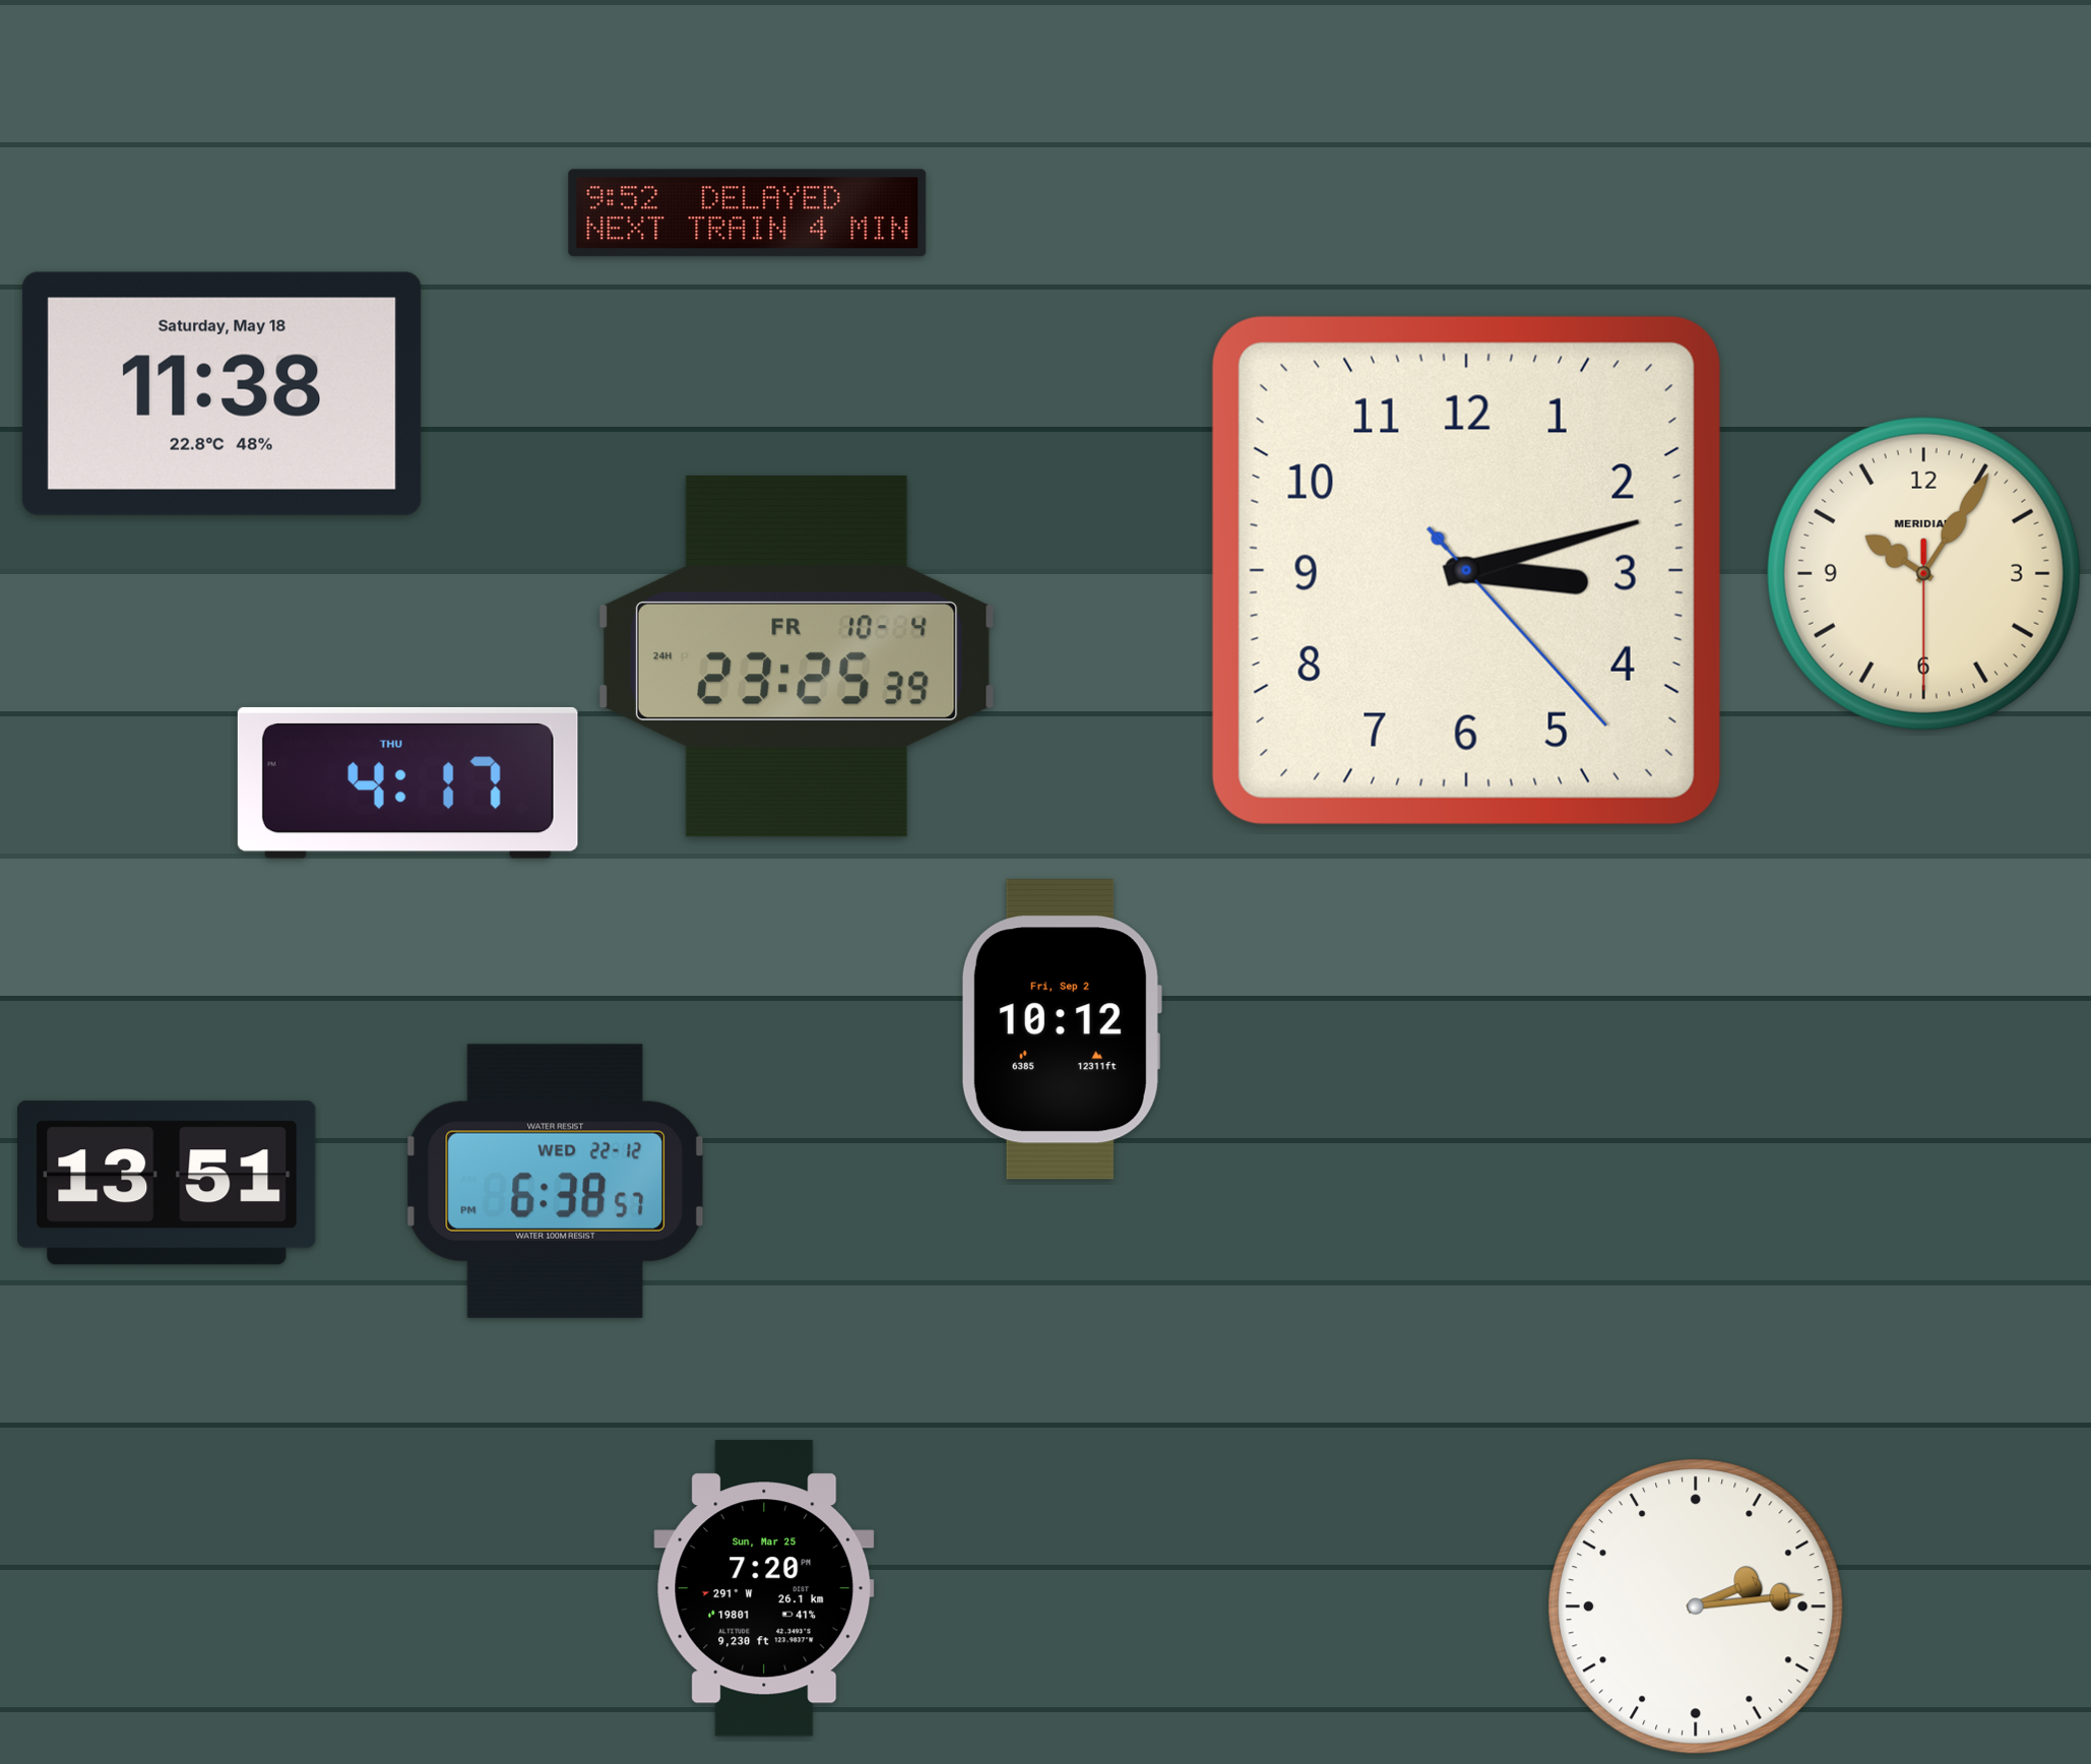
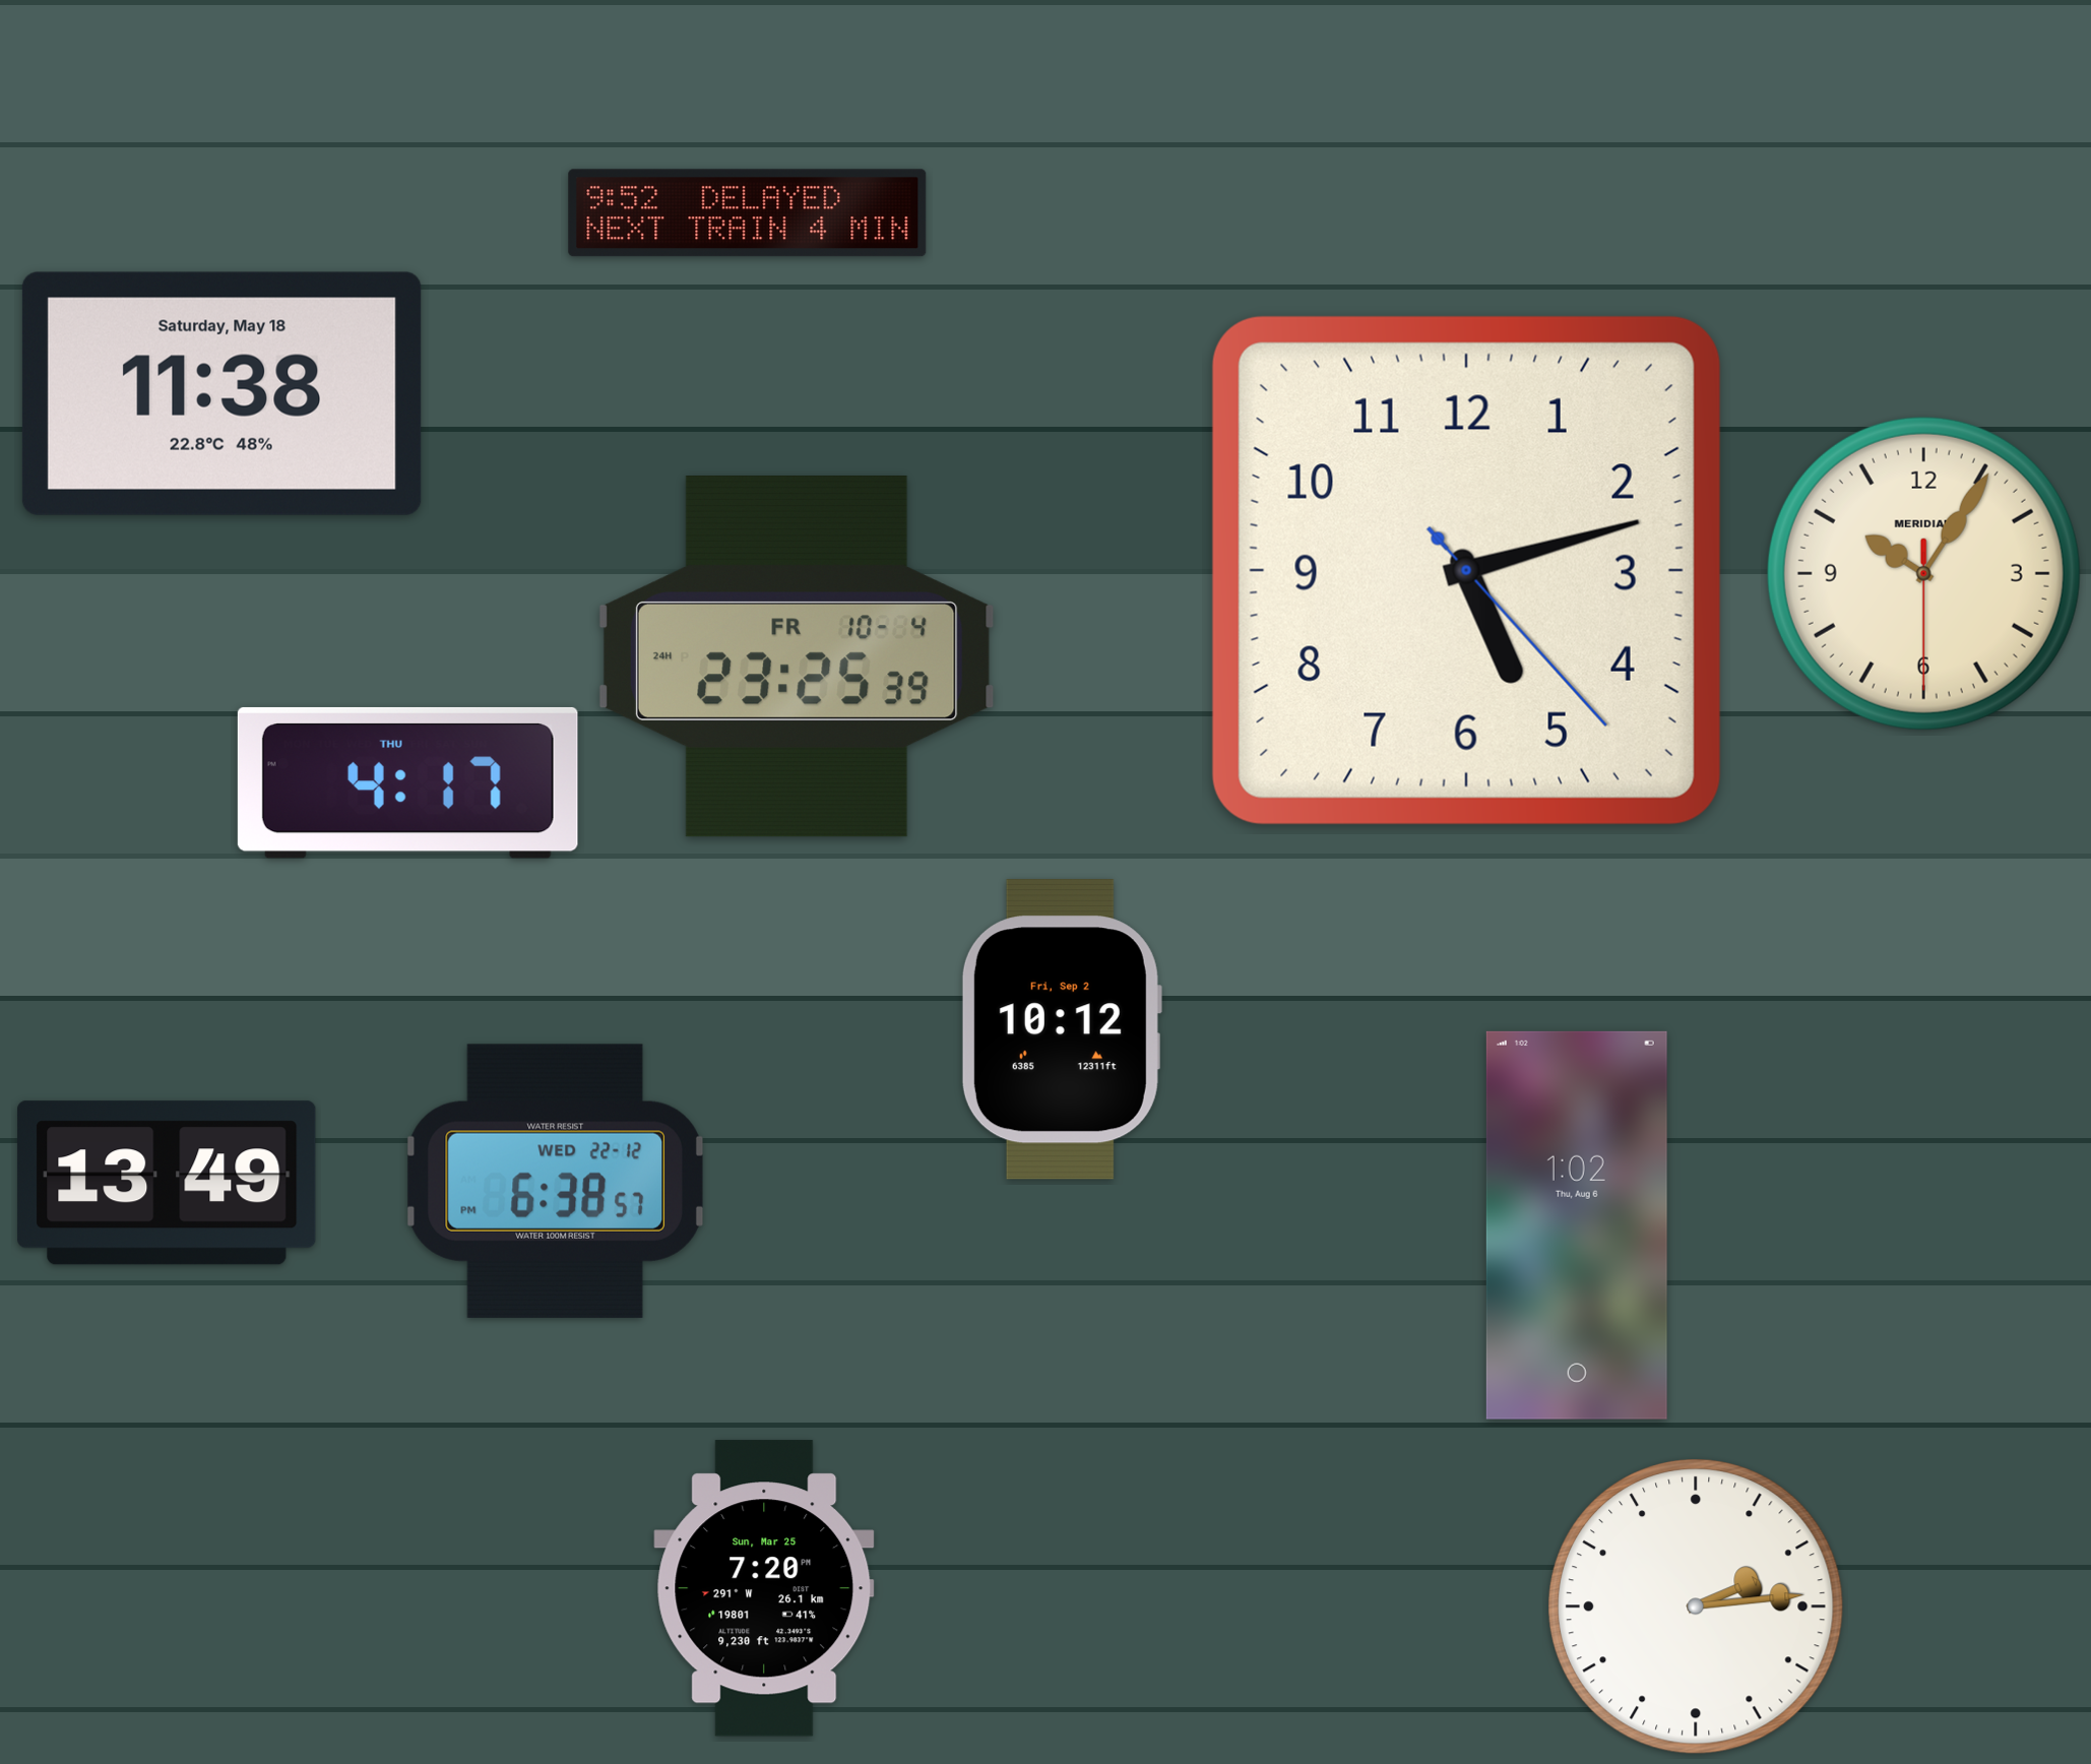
clock at (1466, 570): 3:12 -> 5:12
clock at (167, 1183): 13:51 -> 13:49
clock at (1577, 1225): none -> 1:02
